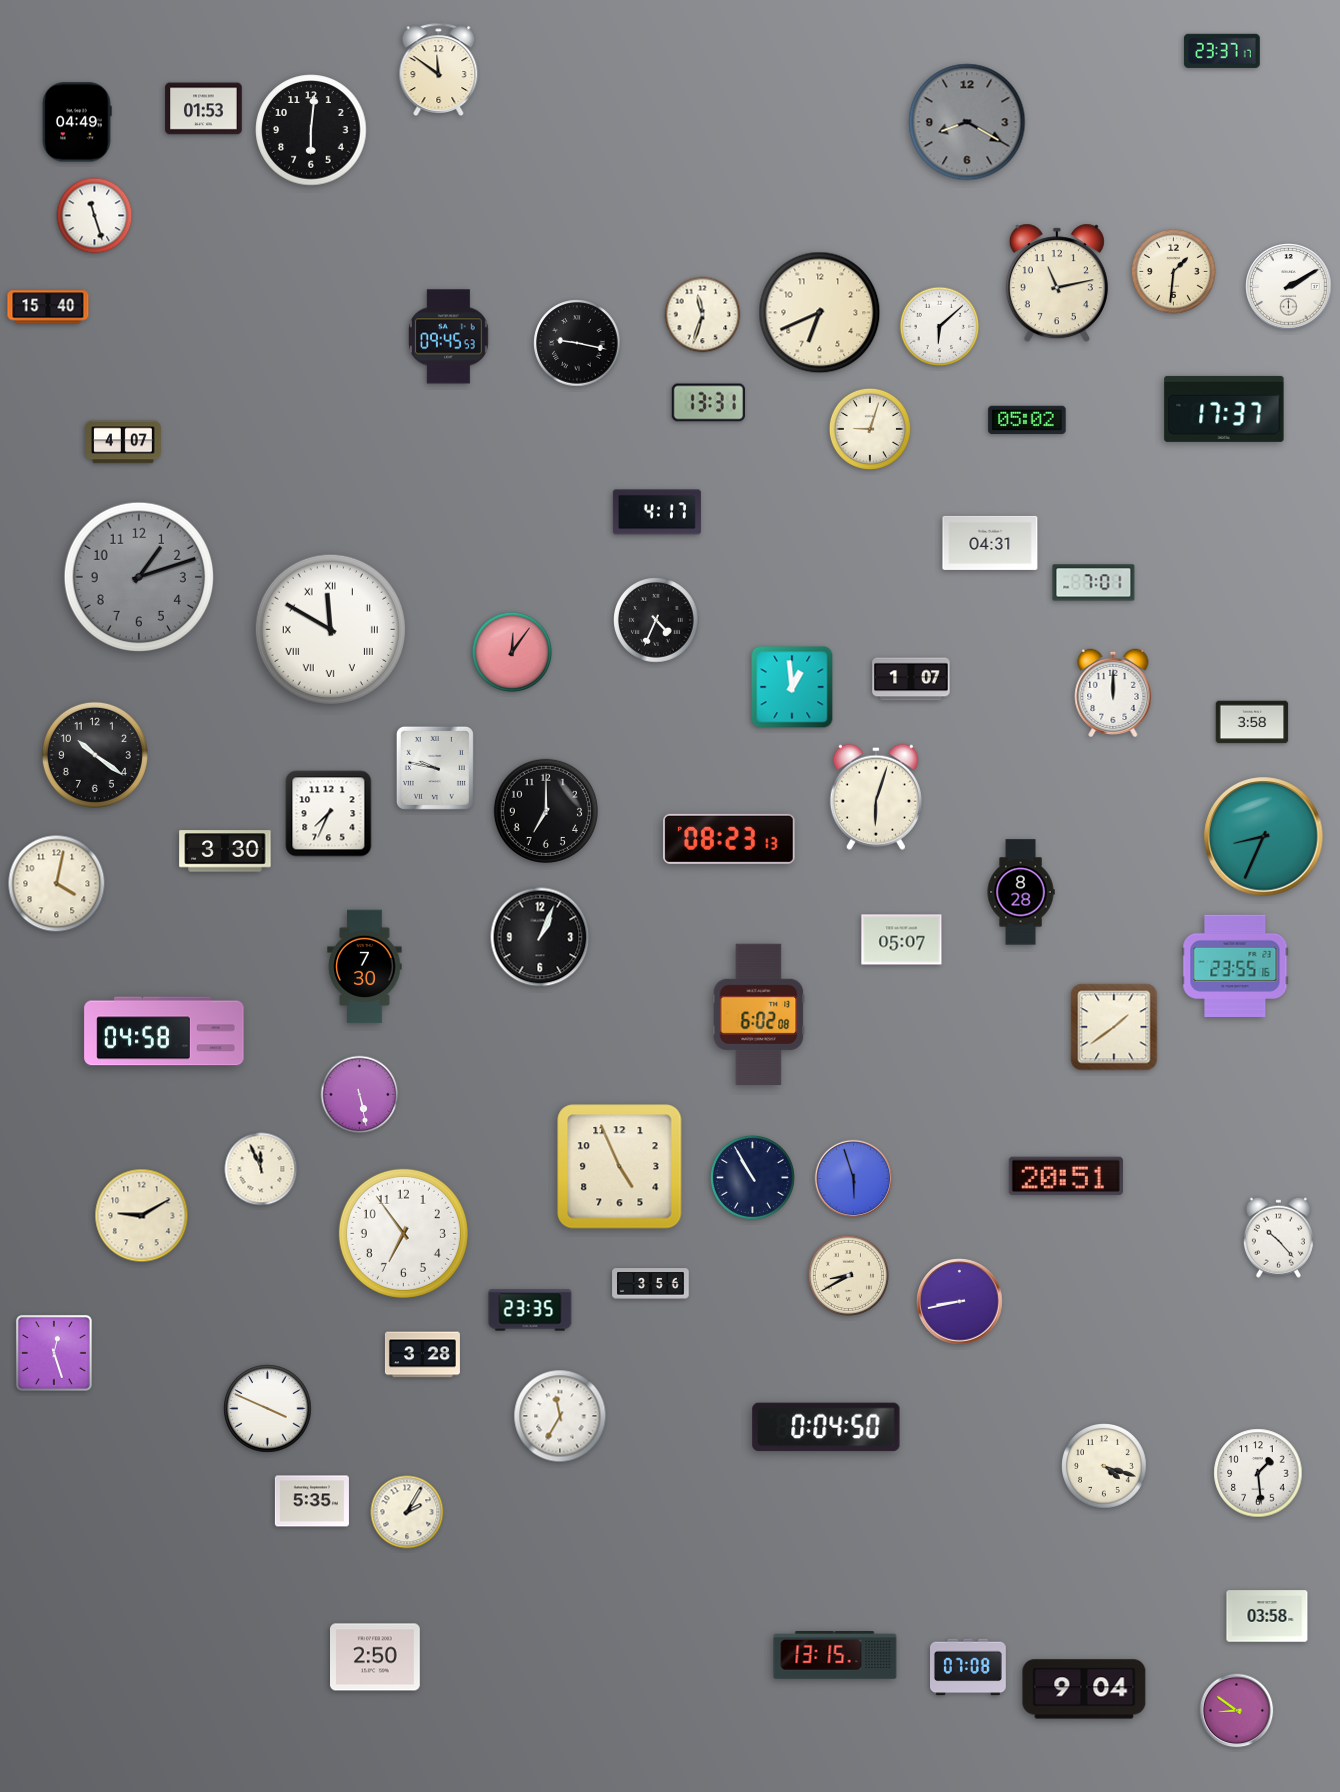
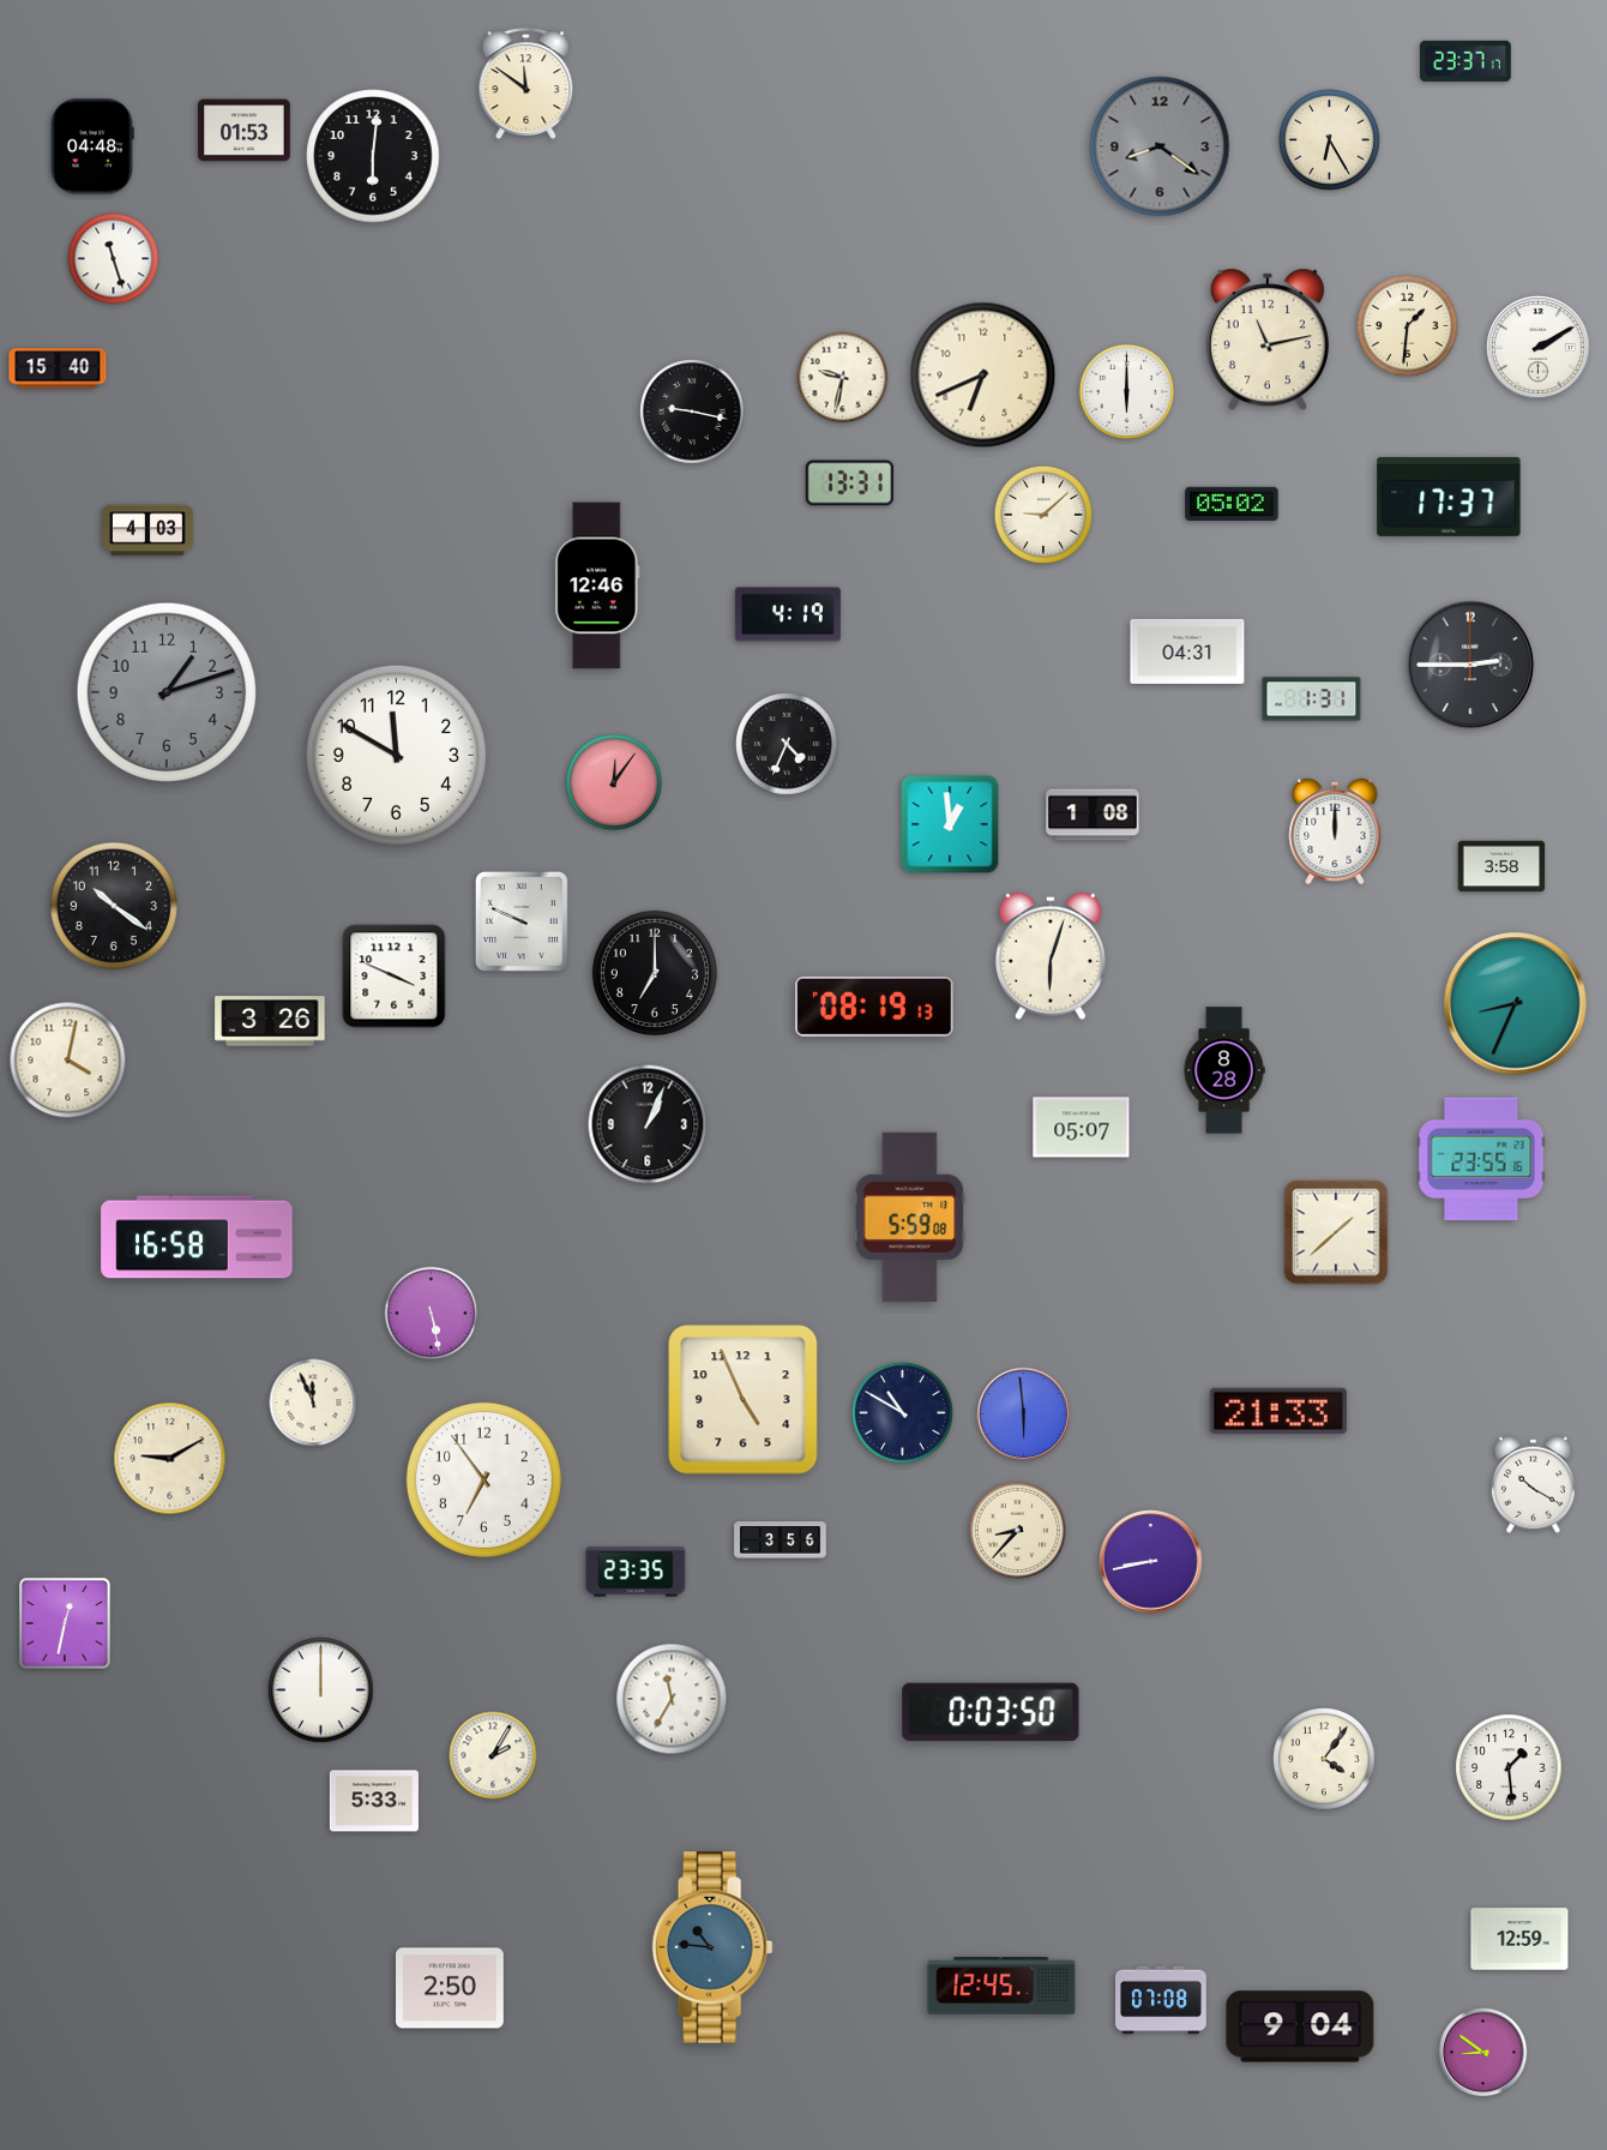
clock at (1329, 139): none -> 6:25
clock at (77, 122): 04:49 -> 04:48
clock at (967, 122): 8:20 -> 8:21
clock at (1289, 287) position: (1289, 287) -> (1539, 348)
clock at (703, 315): 11:33 -> 9:32
clock at (940, 327): 6:08 -> 6:00
clock at (449, 337): 09:45 -> none
clock at (1224, 409) position: (1224, 409) -> (1449, 497)
clock at (870, 429): 9:03 -> 9:08
clock at (124, 442): 4:07 -> 4:03
clock at (597, 585): none -> 12:46
clock at (657, 512): 4:17 -> 4:19
clock at (1470, 665): none -> 2:45
clock at (1094, 583): 7:01 -> 1:31
clock at (330, 629) numerals: Roman -> Arabic
clock at (911, 679): 1:07 -> 1:08
clock at (435, 768): 9:47 -> 9:49
clock at (329, 814): 7:34 -> 3:49
clock at (729, 839): 08:23 -> 08:19
clock at (225, 851): 3:30 -> 3:26
clock at (365, 967): 7:30 -> none
clock at (759, 1014): 6:02 -> 5:59
clock at (1114, 1027): 1:39 -> 1:38
clock at (164, 1031): 04:58 -> 16:58
clock at (1066, 1176): 20:51 -> 21:33
clock at (752, 1177): 10:55 -> 10:50
clock at (854, 1179): 5:57 -> 5:59
clock at (1278, 1237): 10:23 -> 10:20
clock at (848, 1275): 8:40 -> 8:37
clock at (54, 1353): 12:27 -> 12:32
clock at (422, 1355): 3:28 -> none
clock at (268, 1409): 3:49 -> 12:00
clock at (826, 1427): 0:04 -> 0:03
clock at (1105, 1467): 4:18 -> 4:06
clock at (312, 1501): 5:35 -> 5:33
clock at (407, 1512) position: (407, 1512) -> (493, 1755)
clock at (1267, 1616): 03:58 -> 12:59
clock at (712, 1947): none -> 10:46
clock at (835, 1656): 13:15 -> 12:45
